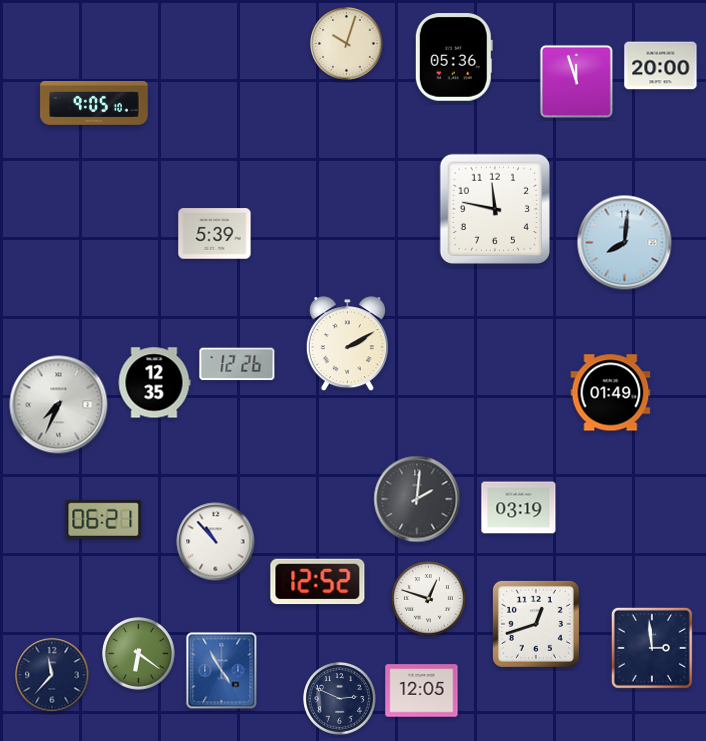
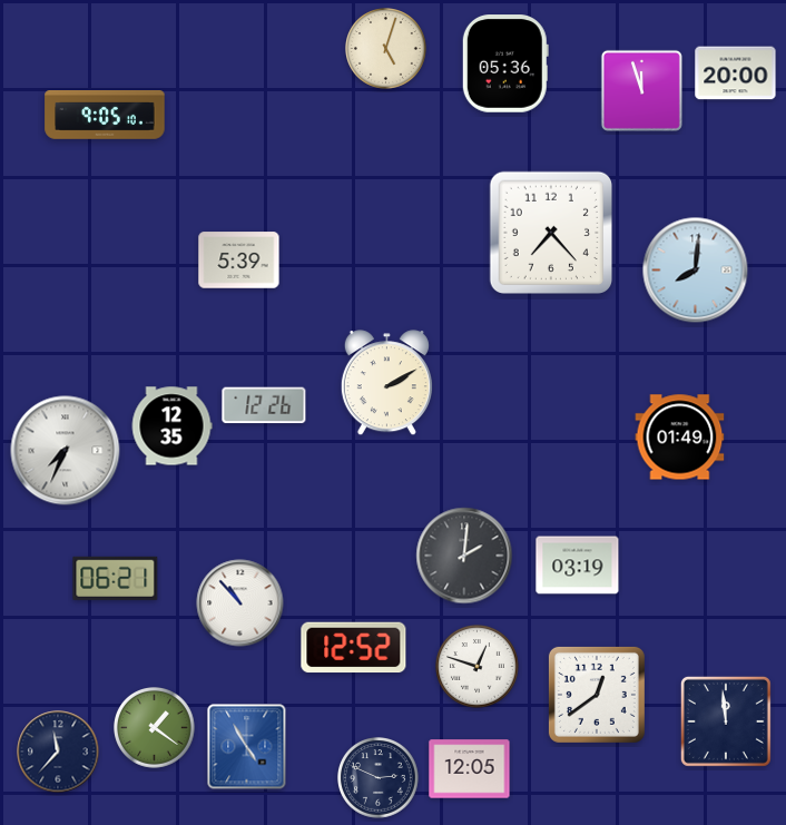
clock at (347, 44): 10:03 -> 5:03
clock at (494, 208): 11:47 -> 7:23
clock at (536, 624): 12:42 -> 12:39
clock at (652, 648): 2:59 -> 11:59
clock at (139, 654): 6:21 -> 1:21
